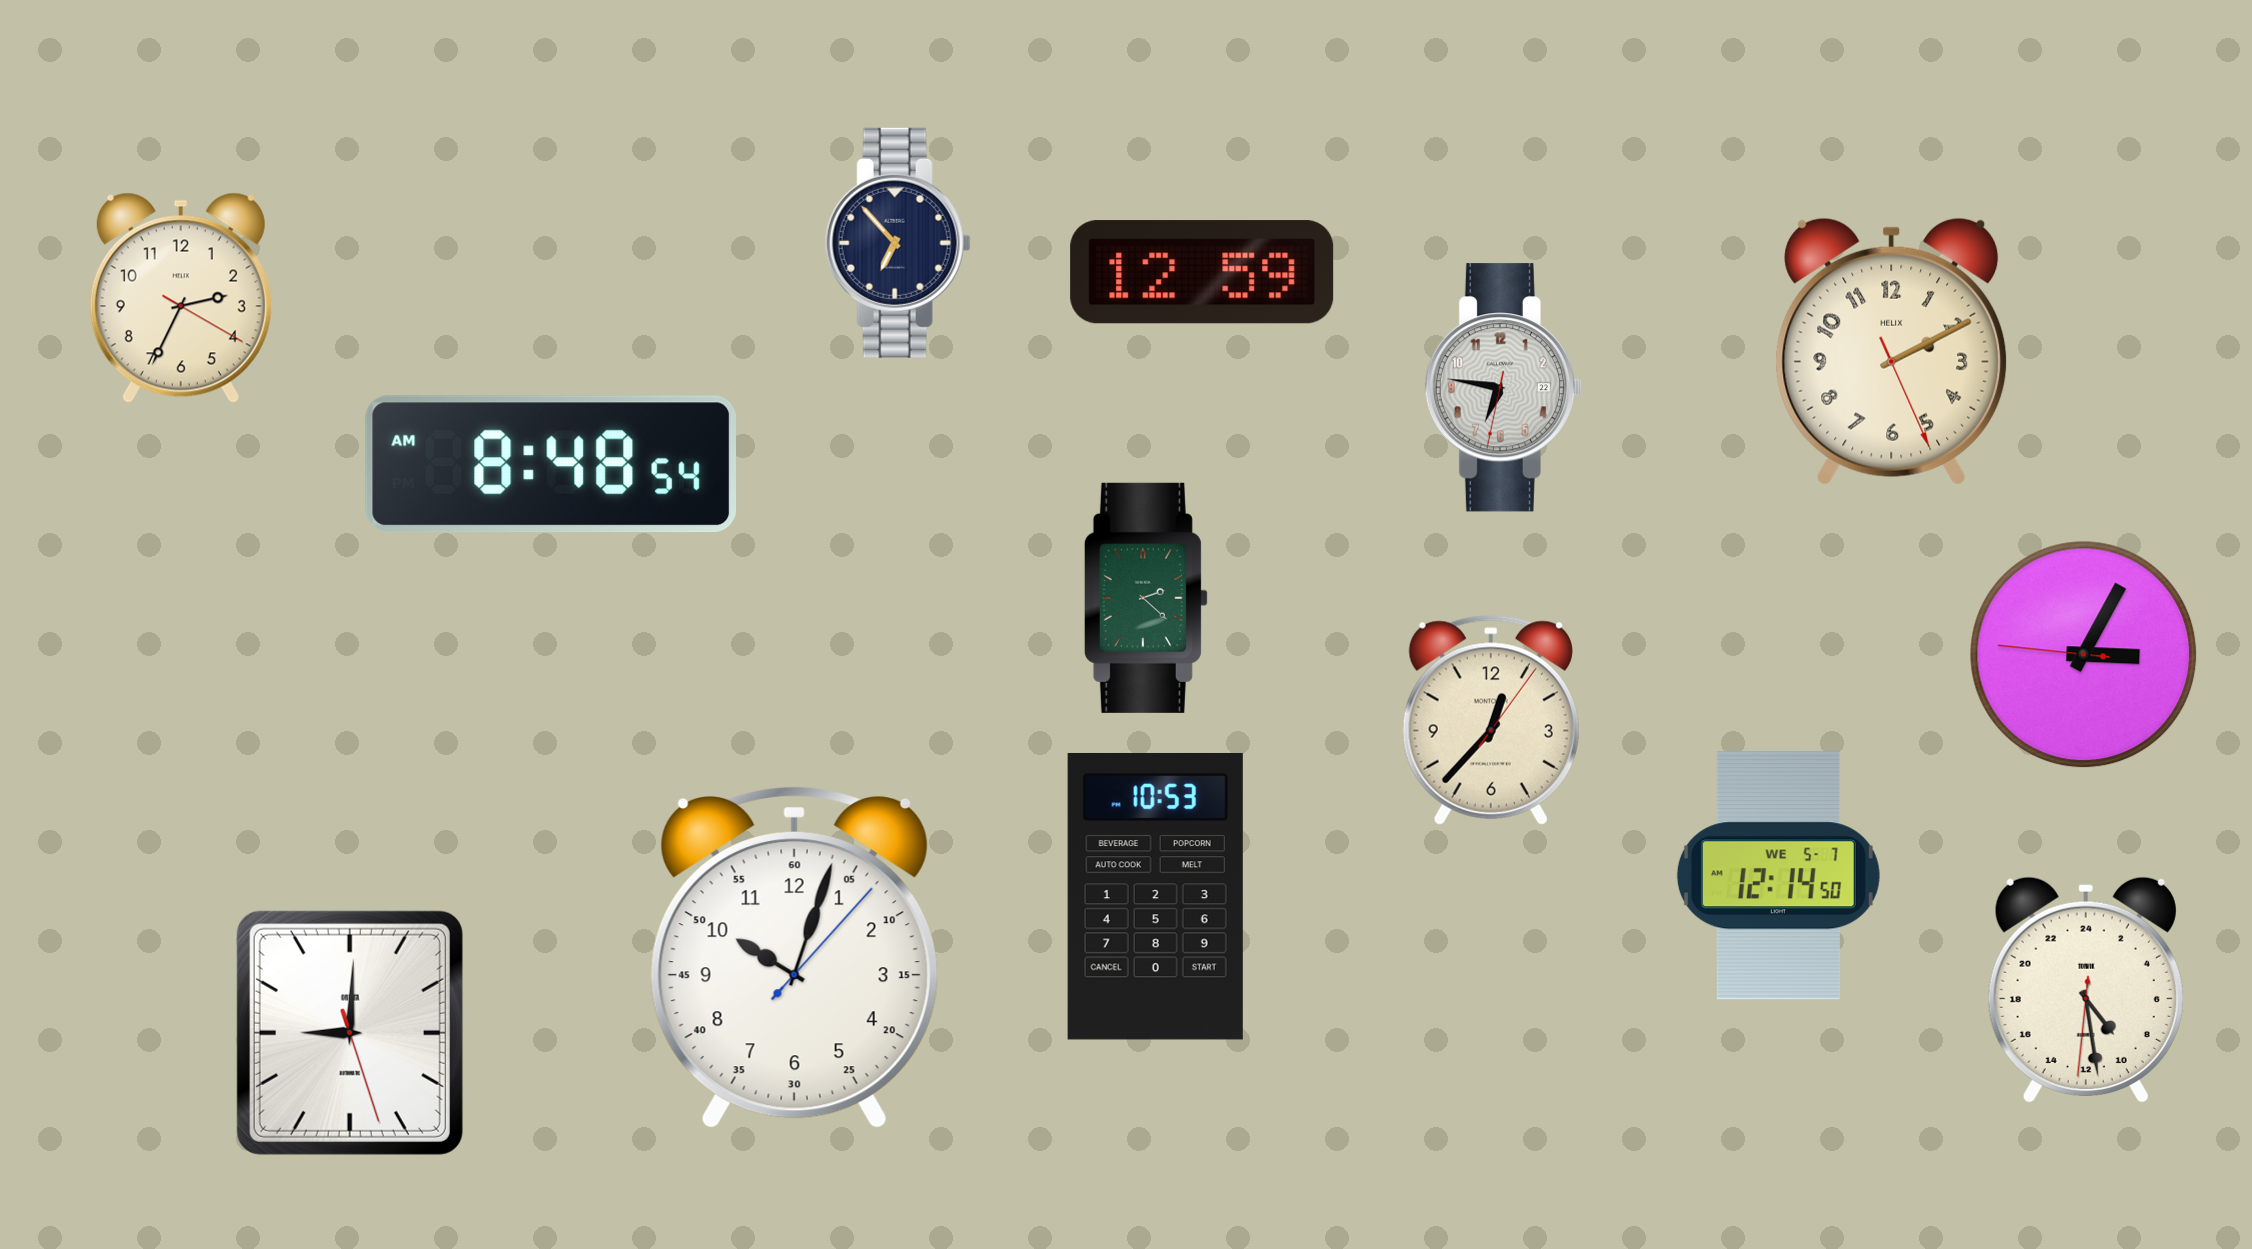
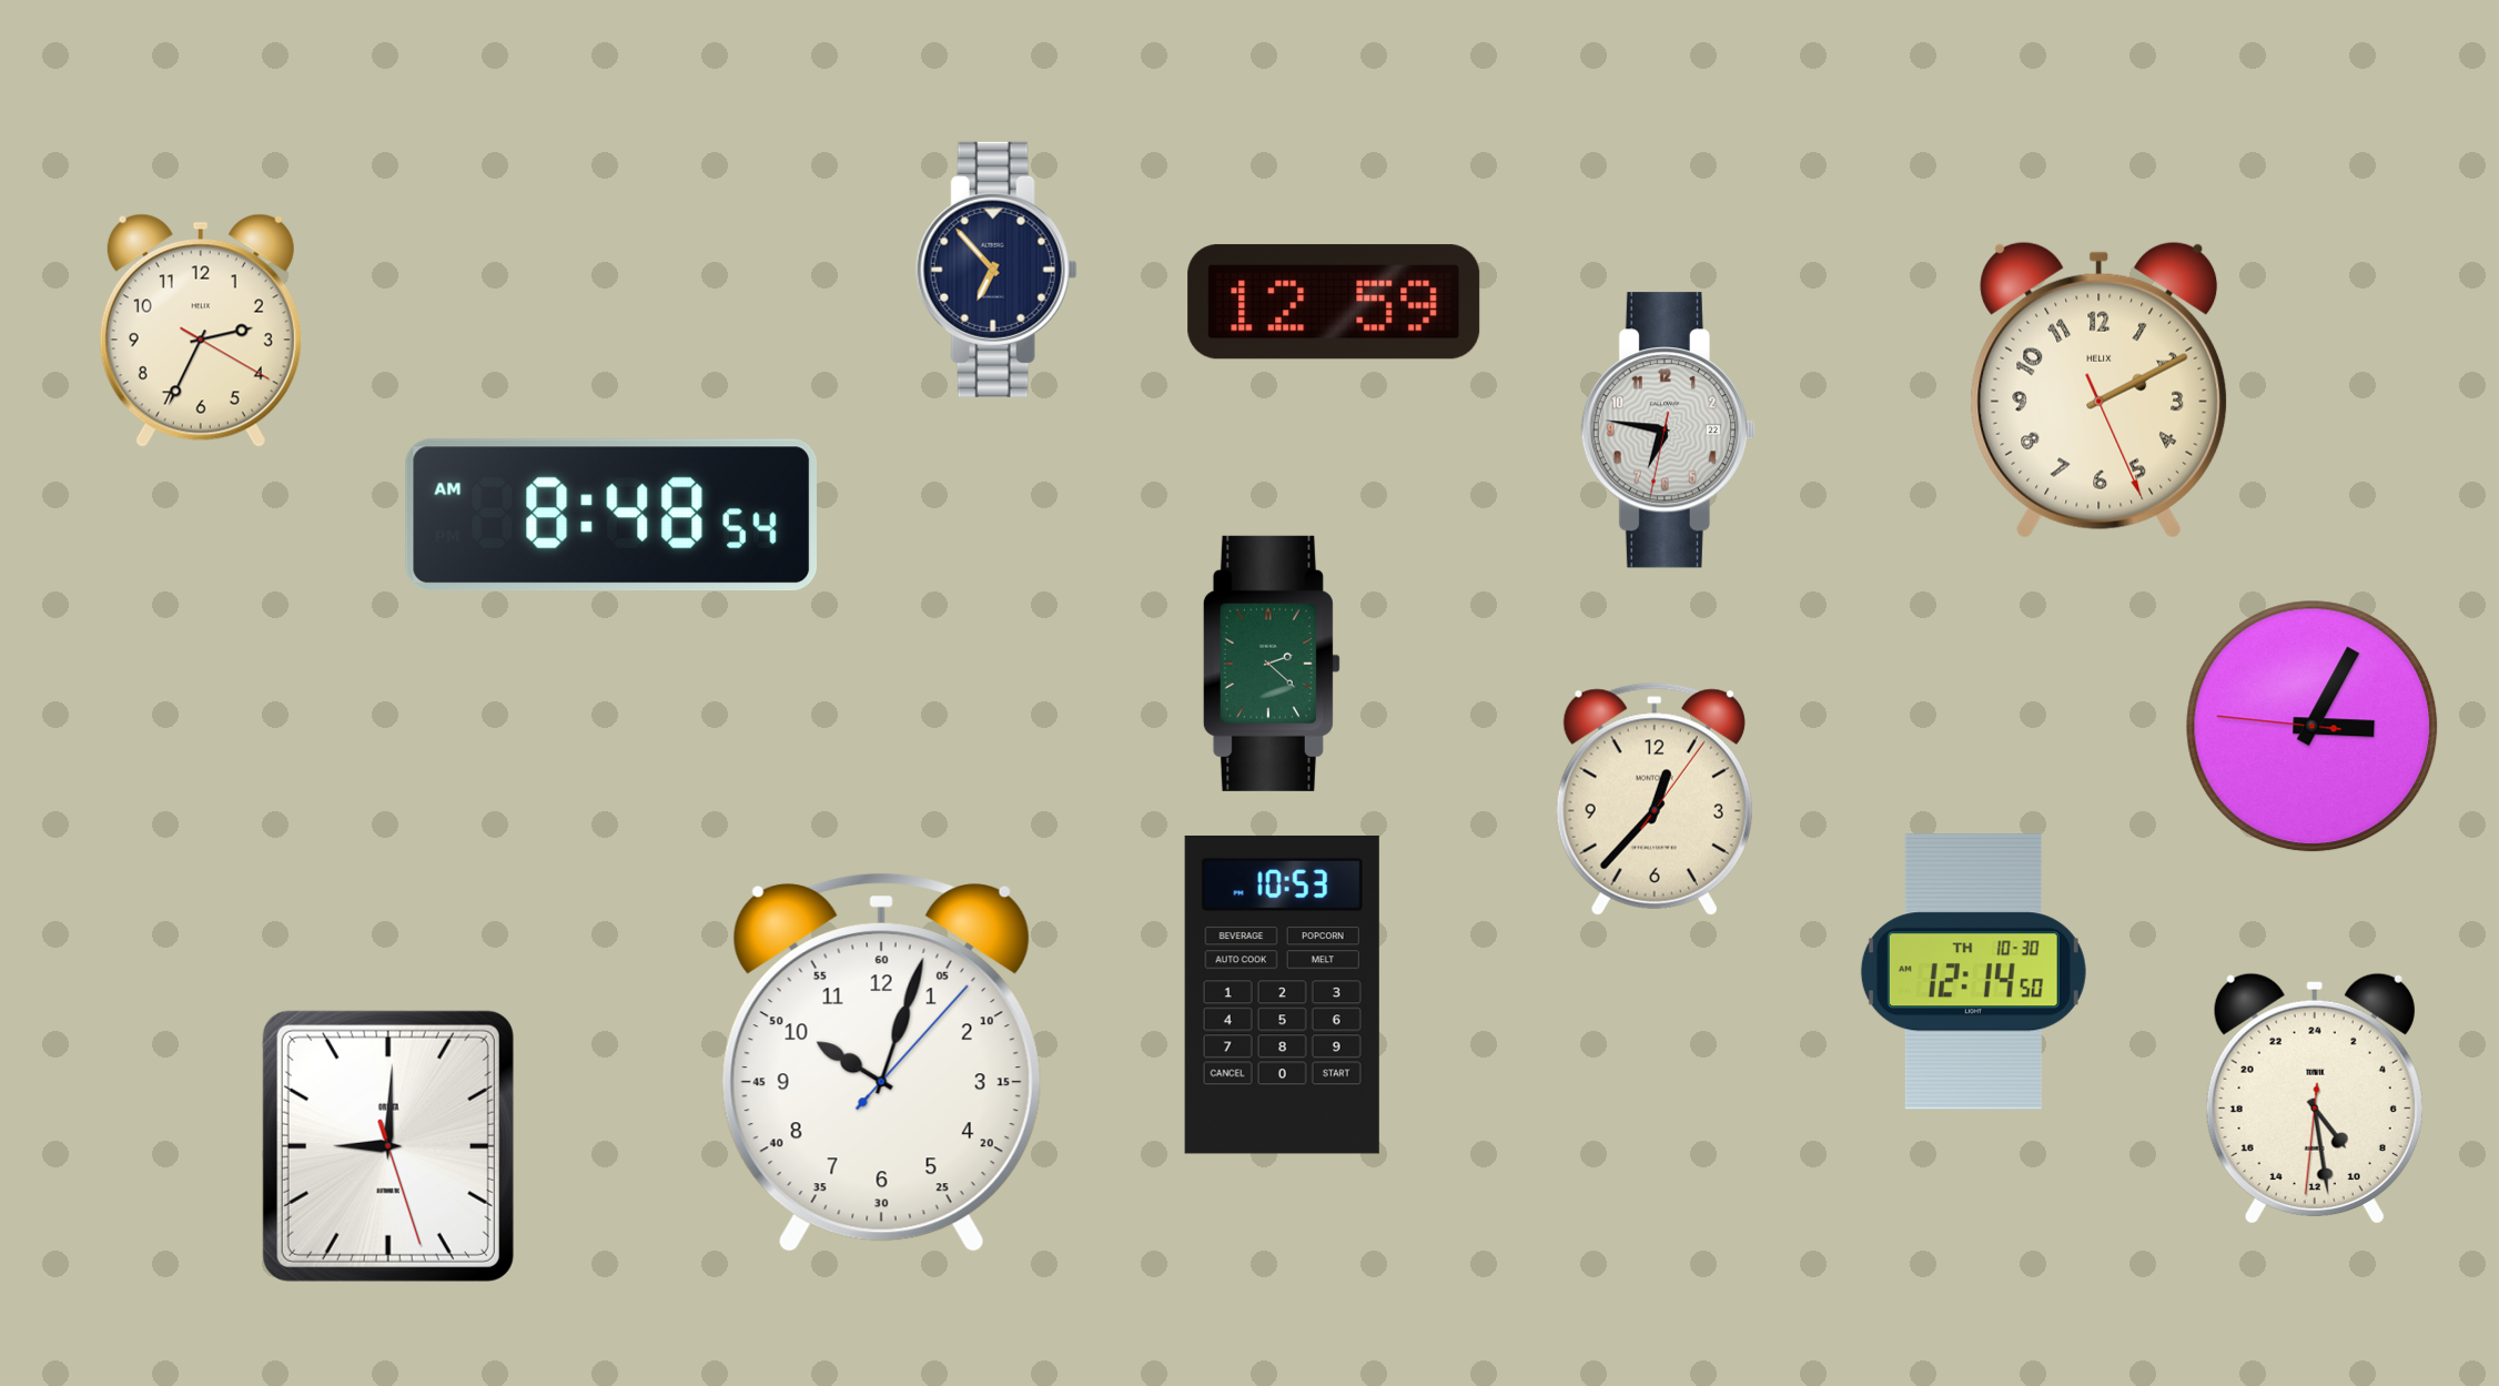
clock at (1778, 876) date: WE 5-7 -> TH 10-30
